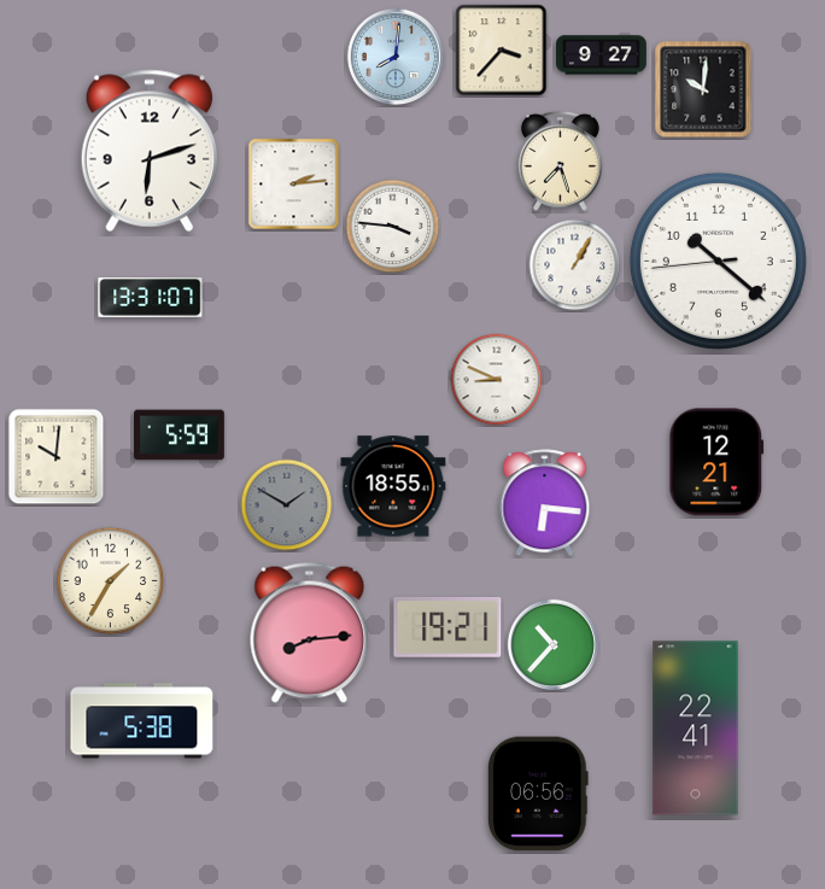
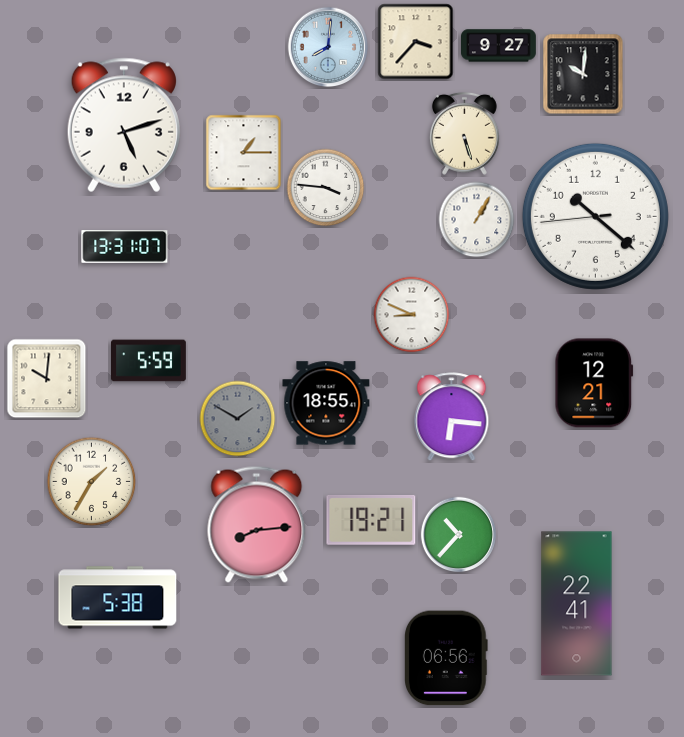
clock at (150, 151): 6:12 -> 5:12
clock at (560, 160): 7:27 -> 5:27
clock at (294, 185): 2:14 -> 1:15
